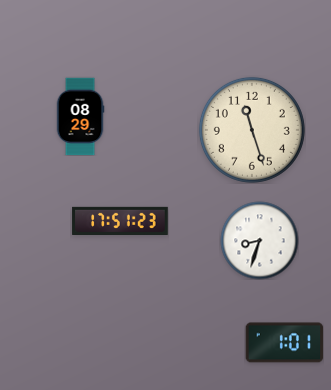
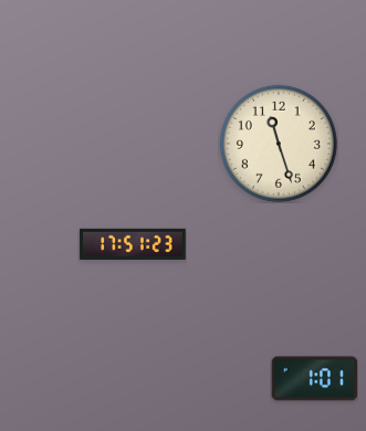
clock at (80, 116): 08:29 -> none
clock at (259, 240): 8:33 -> none
